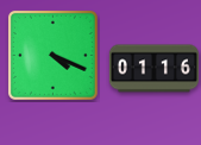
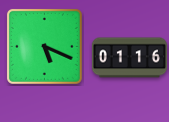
clock at (52, 55): 4:19 -> 5:19
